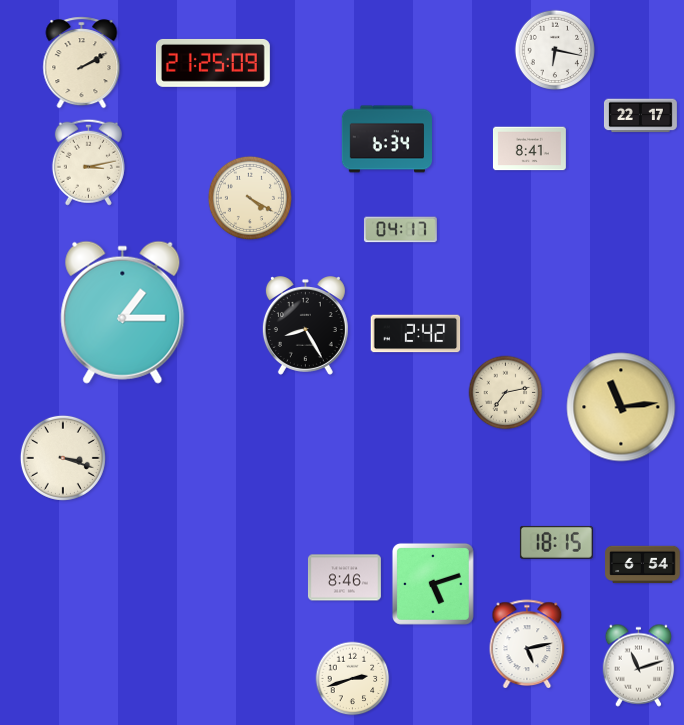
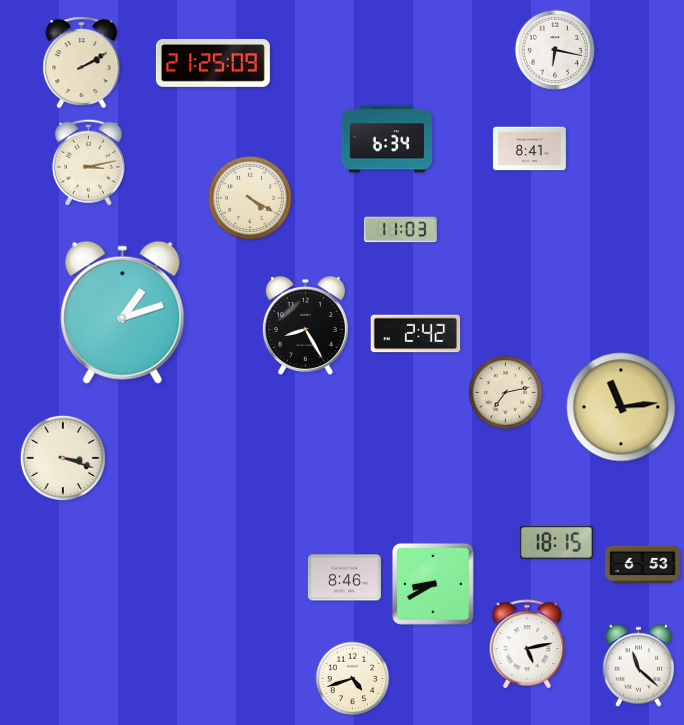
clock at (640, 116): 22:17 -> none
clock at (400, 230): 04:17 -> 11:03
clock at (123, 312): 1:15 -> 1:12
clock at (643, 565): 6:54 -> 6:53
clock at (433, 584): 5:12 -> 8:40
clock at (639, 665): 11:12 -> 11:22
clock at (353, 679): 2:42 -> 4:42
